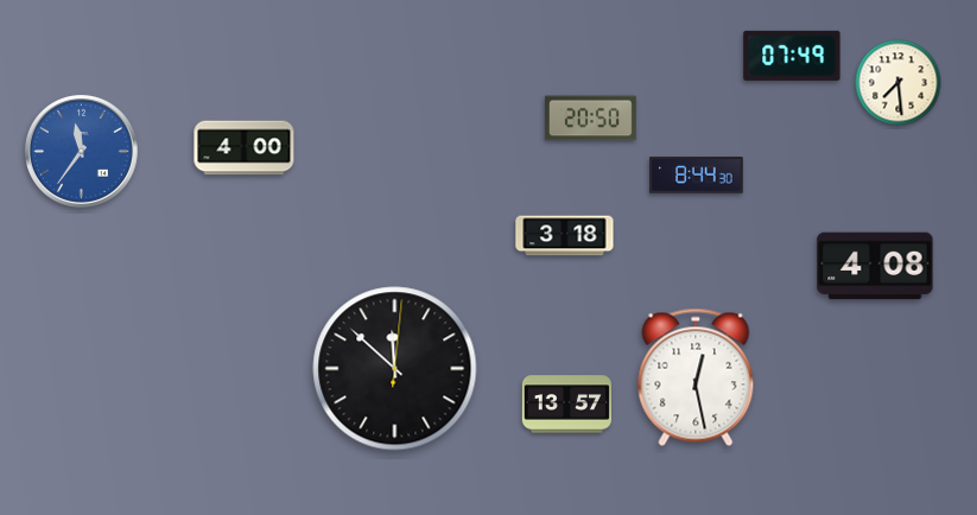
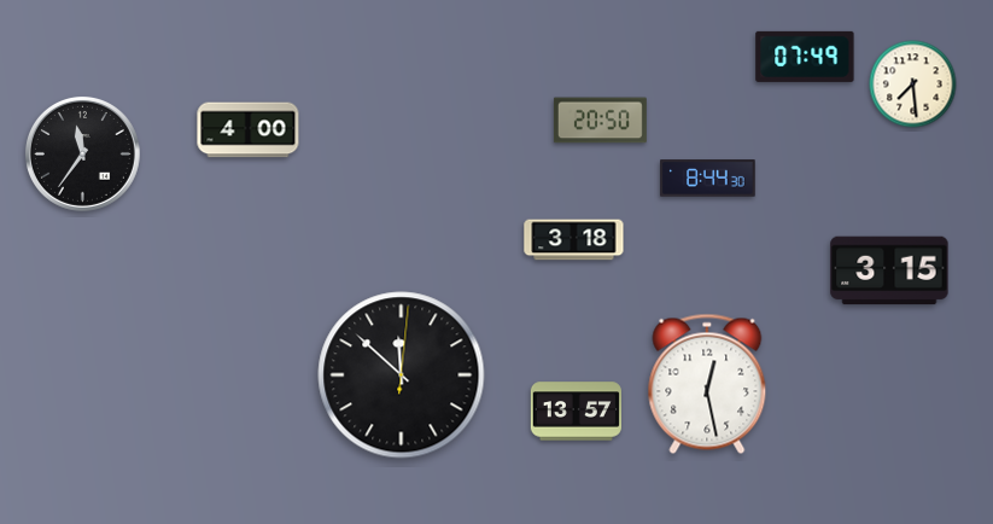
clock at (245, 148) position: (245, 148) -> (249, 130)
clock at (81, 151) dial: blue -> black
clock at (875, 266): 4:08 -> 3:15
